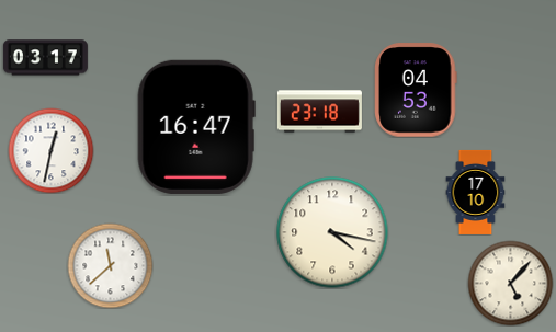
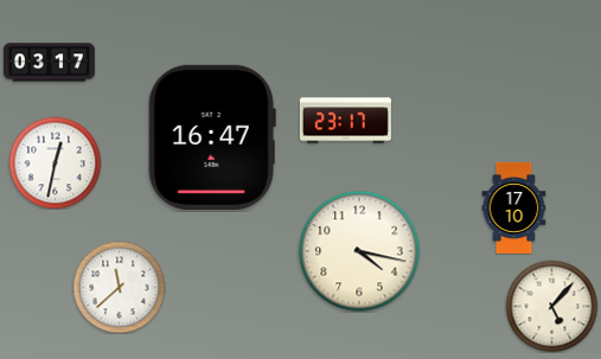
clock at (416, 90): 04:53 -> none
clock at (319, 112): 23:18 -> 23:17
